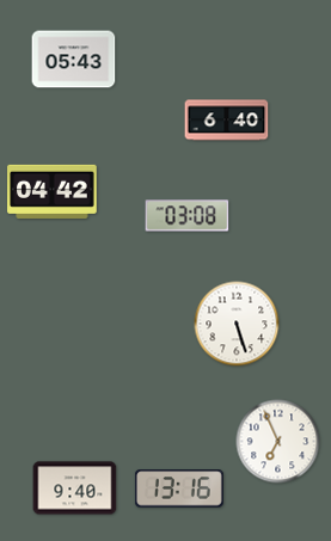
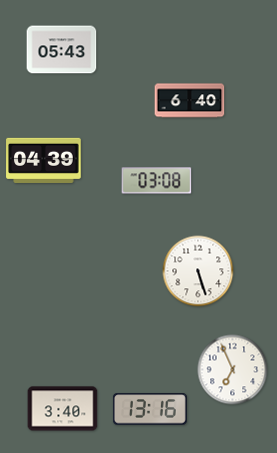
clock at (53, 191): 04:42 -> 04:39
clock at (75, 488): 9:40 -> 3:40
